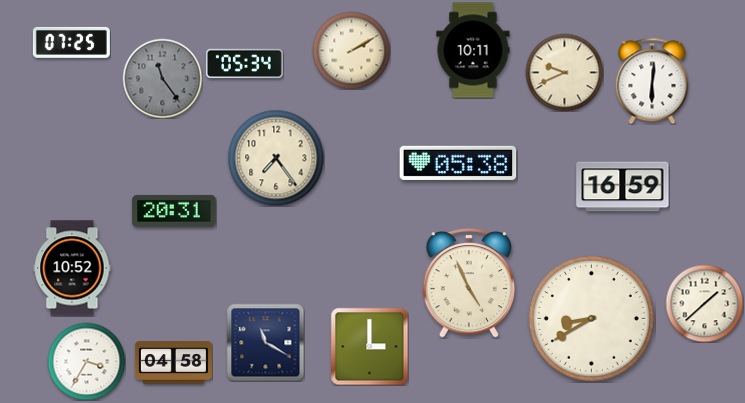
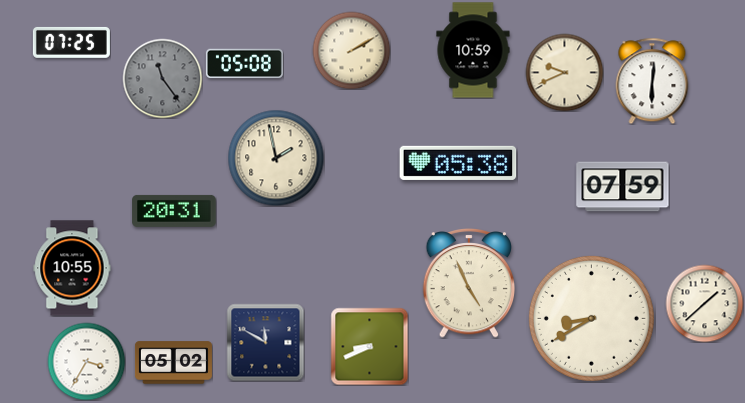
clock at (473, 50): 10:11 -> 10:59
clock at (244, 64): 05:34 -> 05:08
clock at (276, 158): 7:24 -> 1:58
clock at (623, 187): 16:59 -> 07:59
clock at (72, 268): 10:52 -> 10:55
clock at (265, 342): 11:20 -> 11:50
clock at (369, 346): 3:00 -> 8:41
clock at (173, 363): 04:58 -> 05:02
